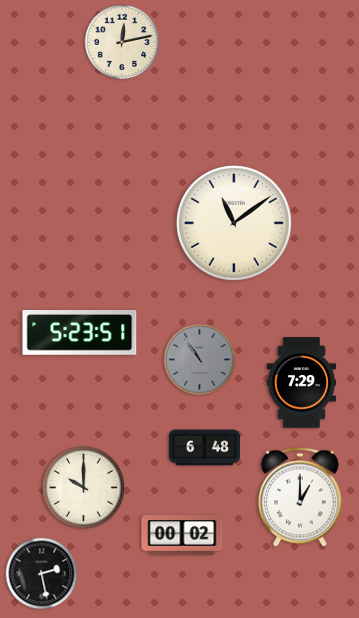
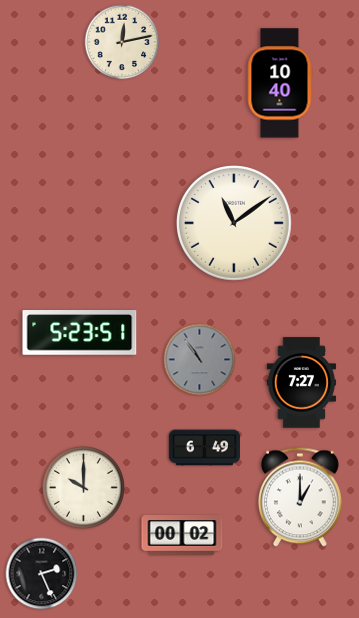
clock at (280, 83): none -> 10:40
clock at (302, 383): 7:29 -> 7:27
clock at (204, 448): 6:48 -> 6:49
clock at (42, 574): 2:28 -> 2:26
